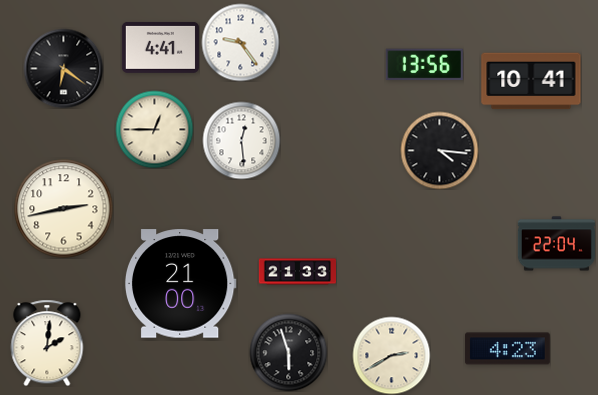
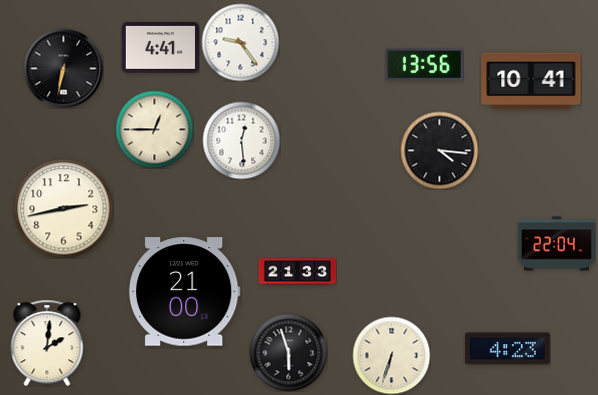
clock at (63, 68): 6:21 -> 6:32
clock at (180, 284) position: (180, 284) -> (184, 292)
clock at (391, 355): 2:40 -> 6:33
